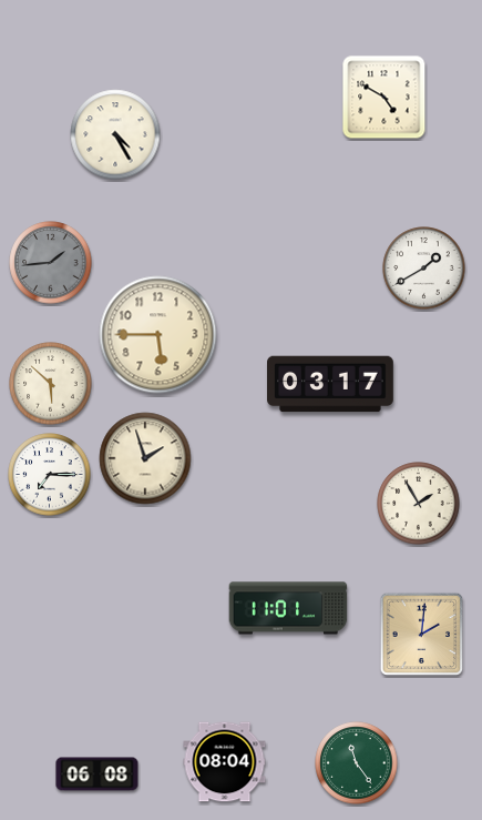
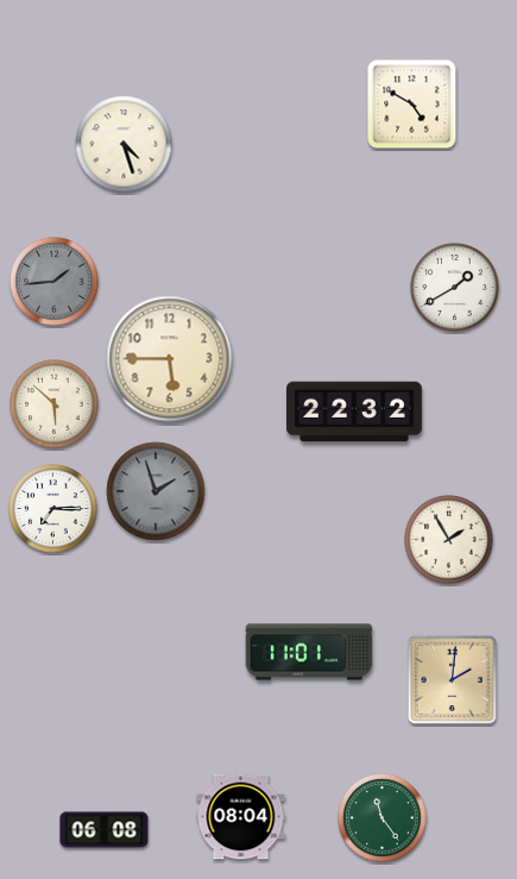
clock at (115, 134): 4:25 -> 4:27
clock at (51, 384) position: (51, 384) -> (55, 404)
clock at (331, 384): 03:17 -> 22:32
clock at (145, 458) dial: cream -> grey
